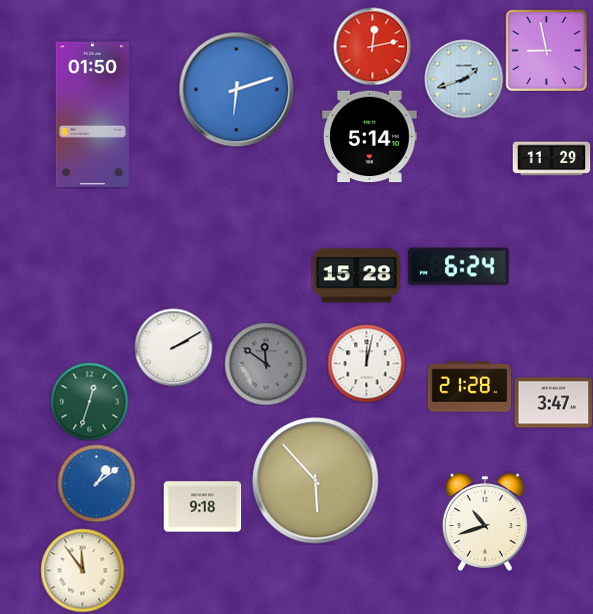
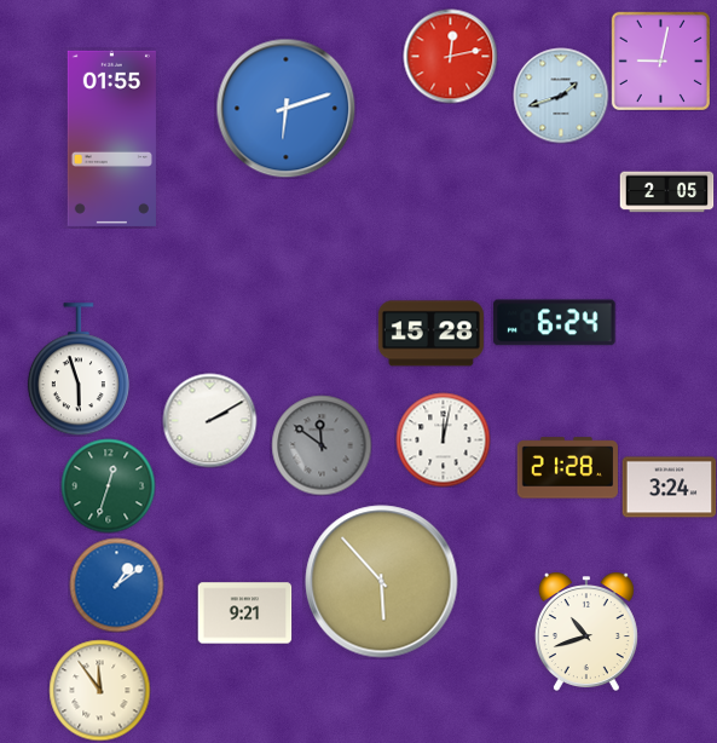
clock at (546, 50): 8:58 -> 9:02
clock at (92, 114): 01:50 -> 01:55
clock at (370, 137): 5:14 -> none
clock at (551, 159): 11:29 -> 2:05
clock at (79, 369): none -> 5:57
clock at (266, 364) position: (266, 364) -> (322, 445)
clock at (553, 403): 3:47 -> 3:24
clock at (202, 507): 9:18 -> 9:21
